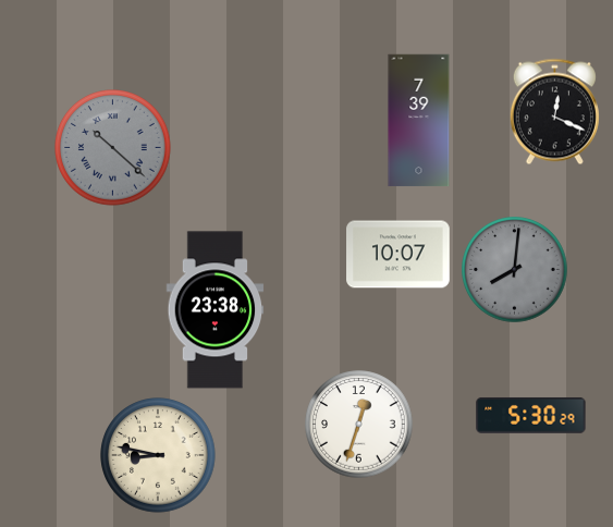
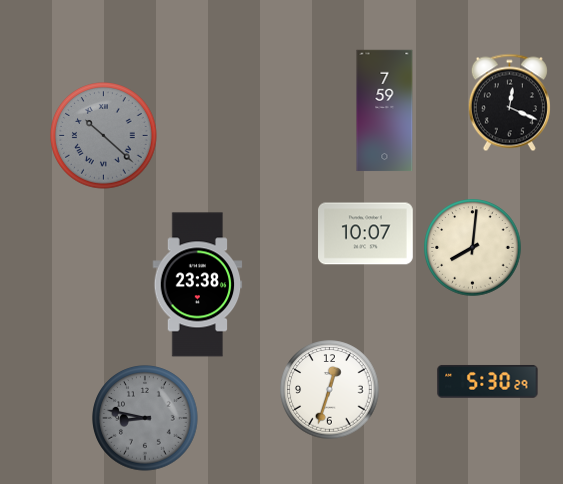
clock at (419, 121): 7:39 -> 7:59
clock at (515, 270) dial: grey -> cream
clock at (158, 455) dial: cream -> grey
